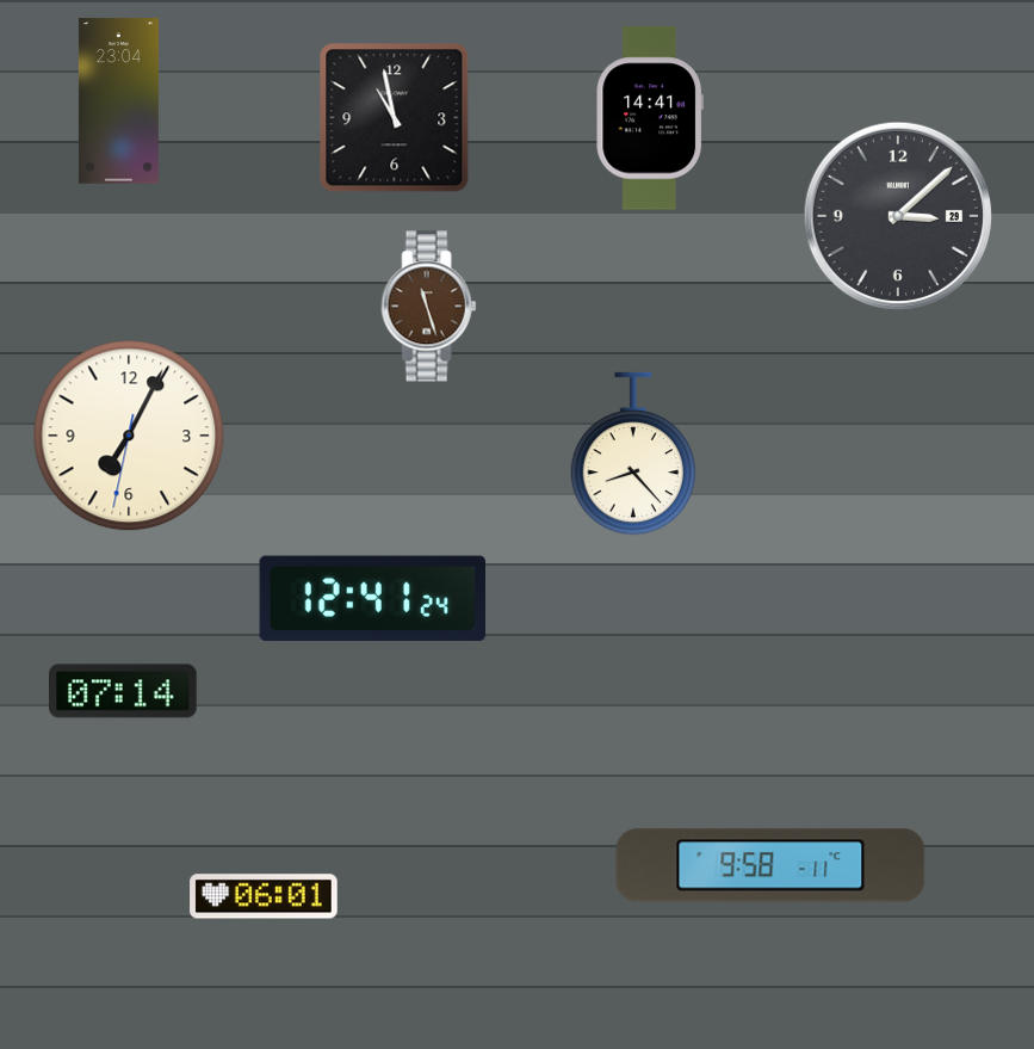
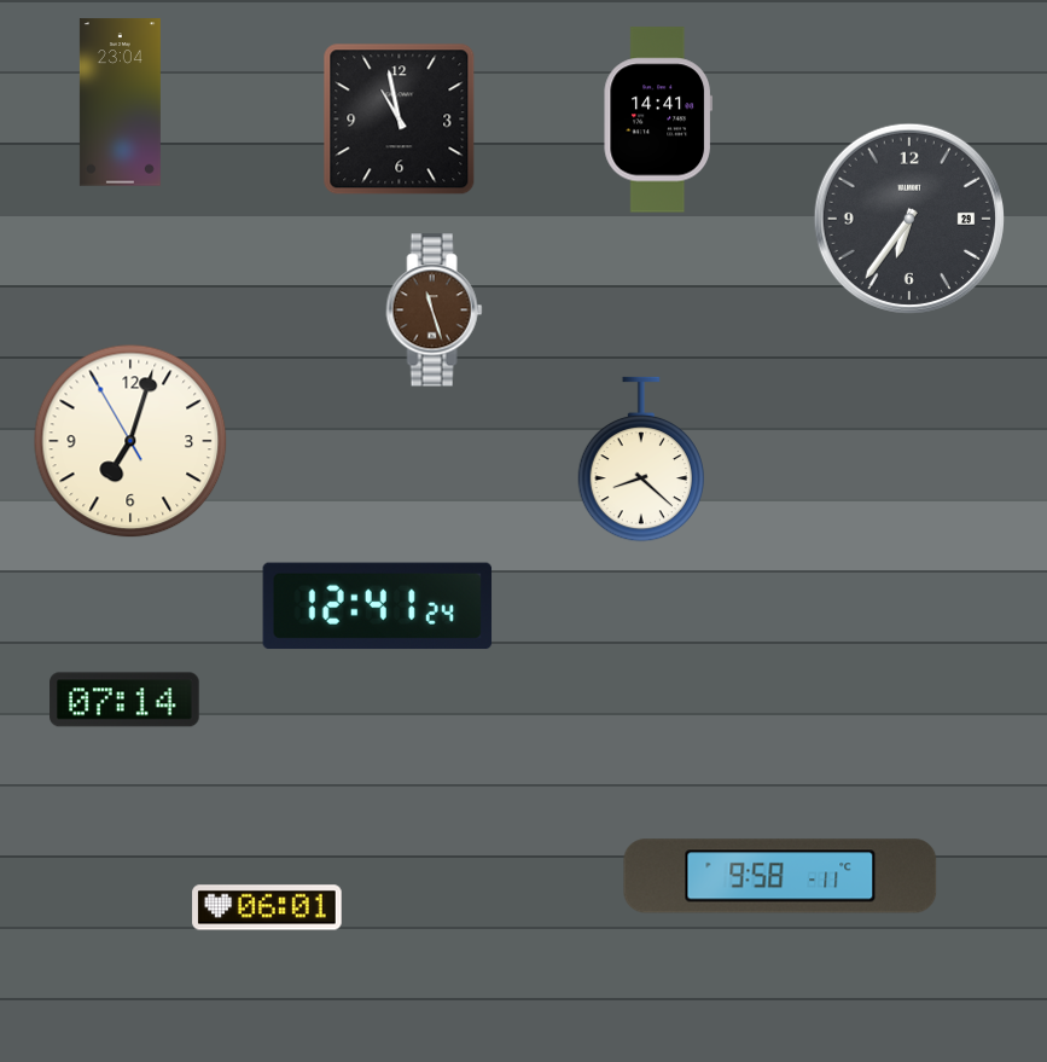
clock at (898, 216): 3:08 -> 6:36
clock at (129, 436): 7:04 -> 7:02
clock at (632, 453): 8:23 -> 8:22
